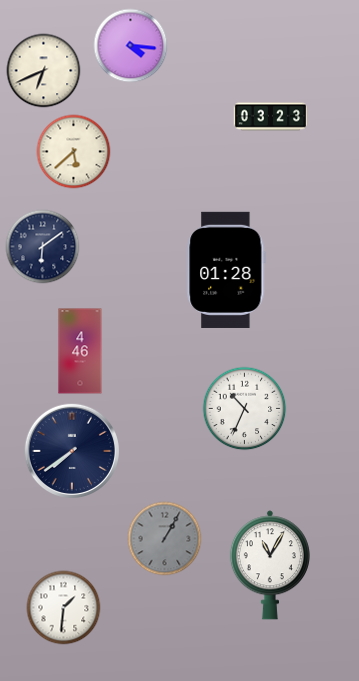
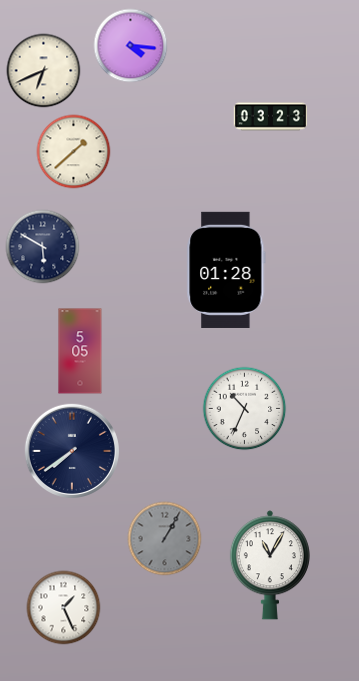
clock at (74, 152): 5:38 -> 1:38
clock at (43, 247): 6:09 -> 5:50
clock at (80, 351): 4:46 -> 5:05
clock at (64, 608): 1:31 -> 1:26
